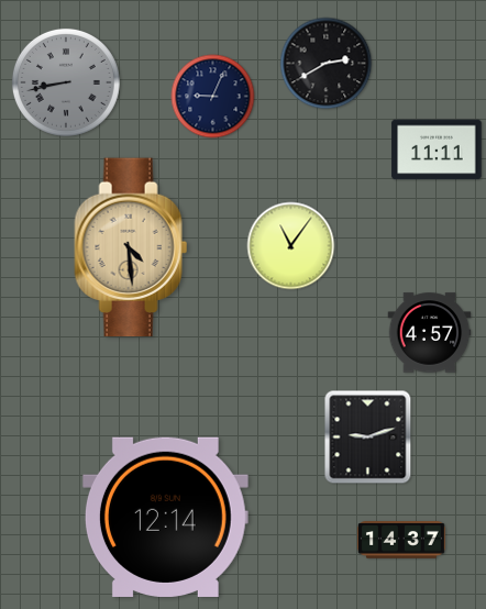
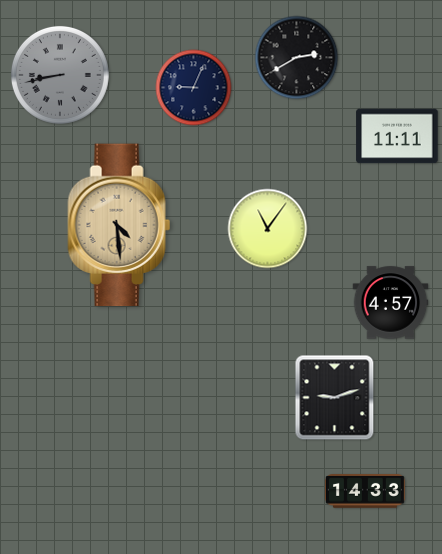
clock at (291, 246) position: (291, 246) -> (268, 229)
clock at (165, 517): 12:14 -> none
clock at (401, 541): 14:37 -> 14:33
